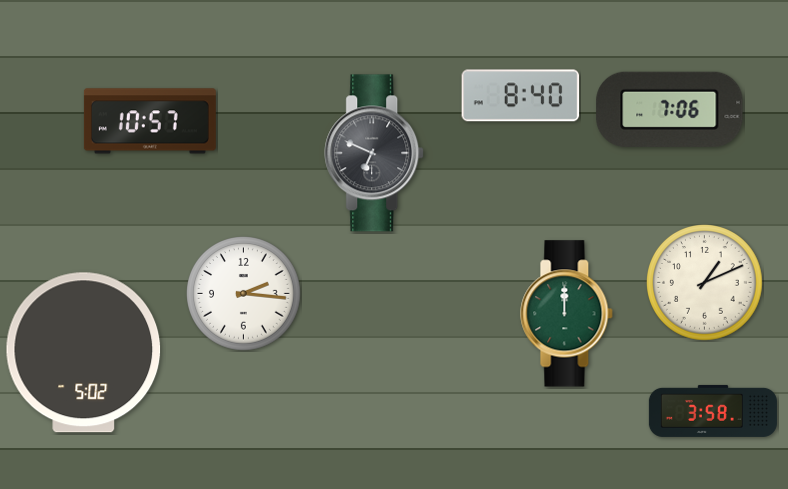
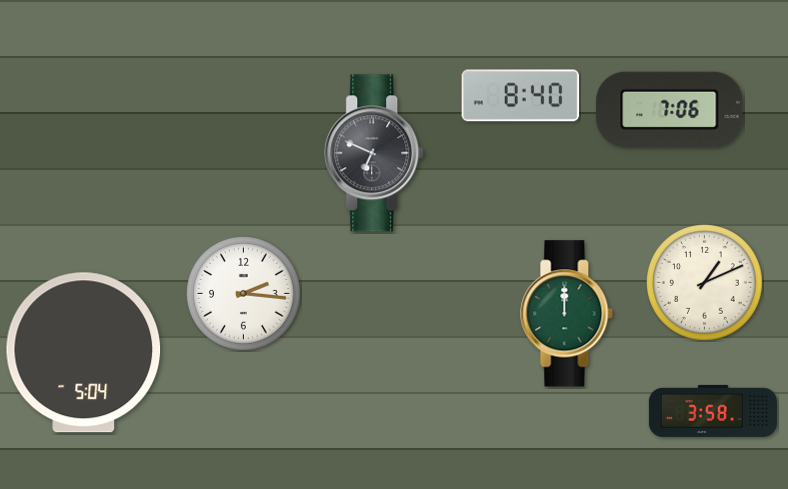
clock at (150, 121): 10:57 -> none
clock at (84, 353): 5:02 -> 5:04
